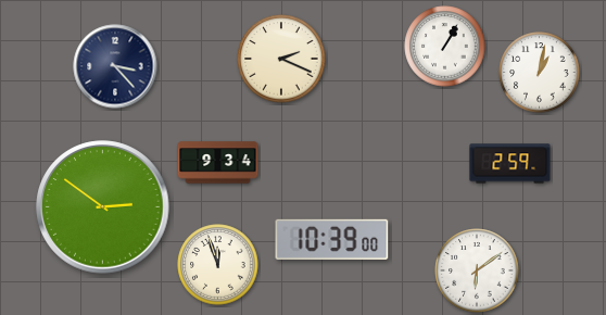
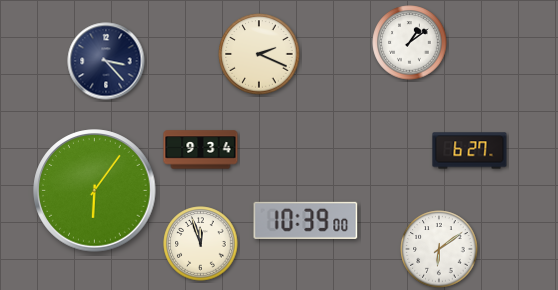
clock at (445, 47): 1:05 -> 1:09
clock at (540, 73): 1:02 -> none
clock at (510, 164): 2:59 -> 6:27
clock at (103, 207): 2:51 -> 6:06
